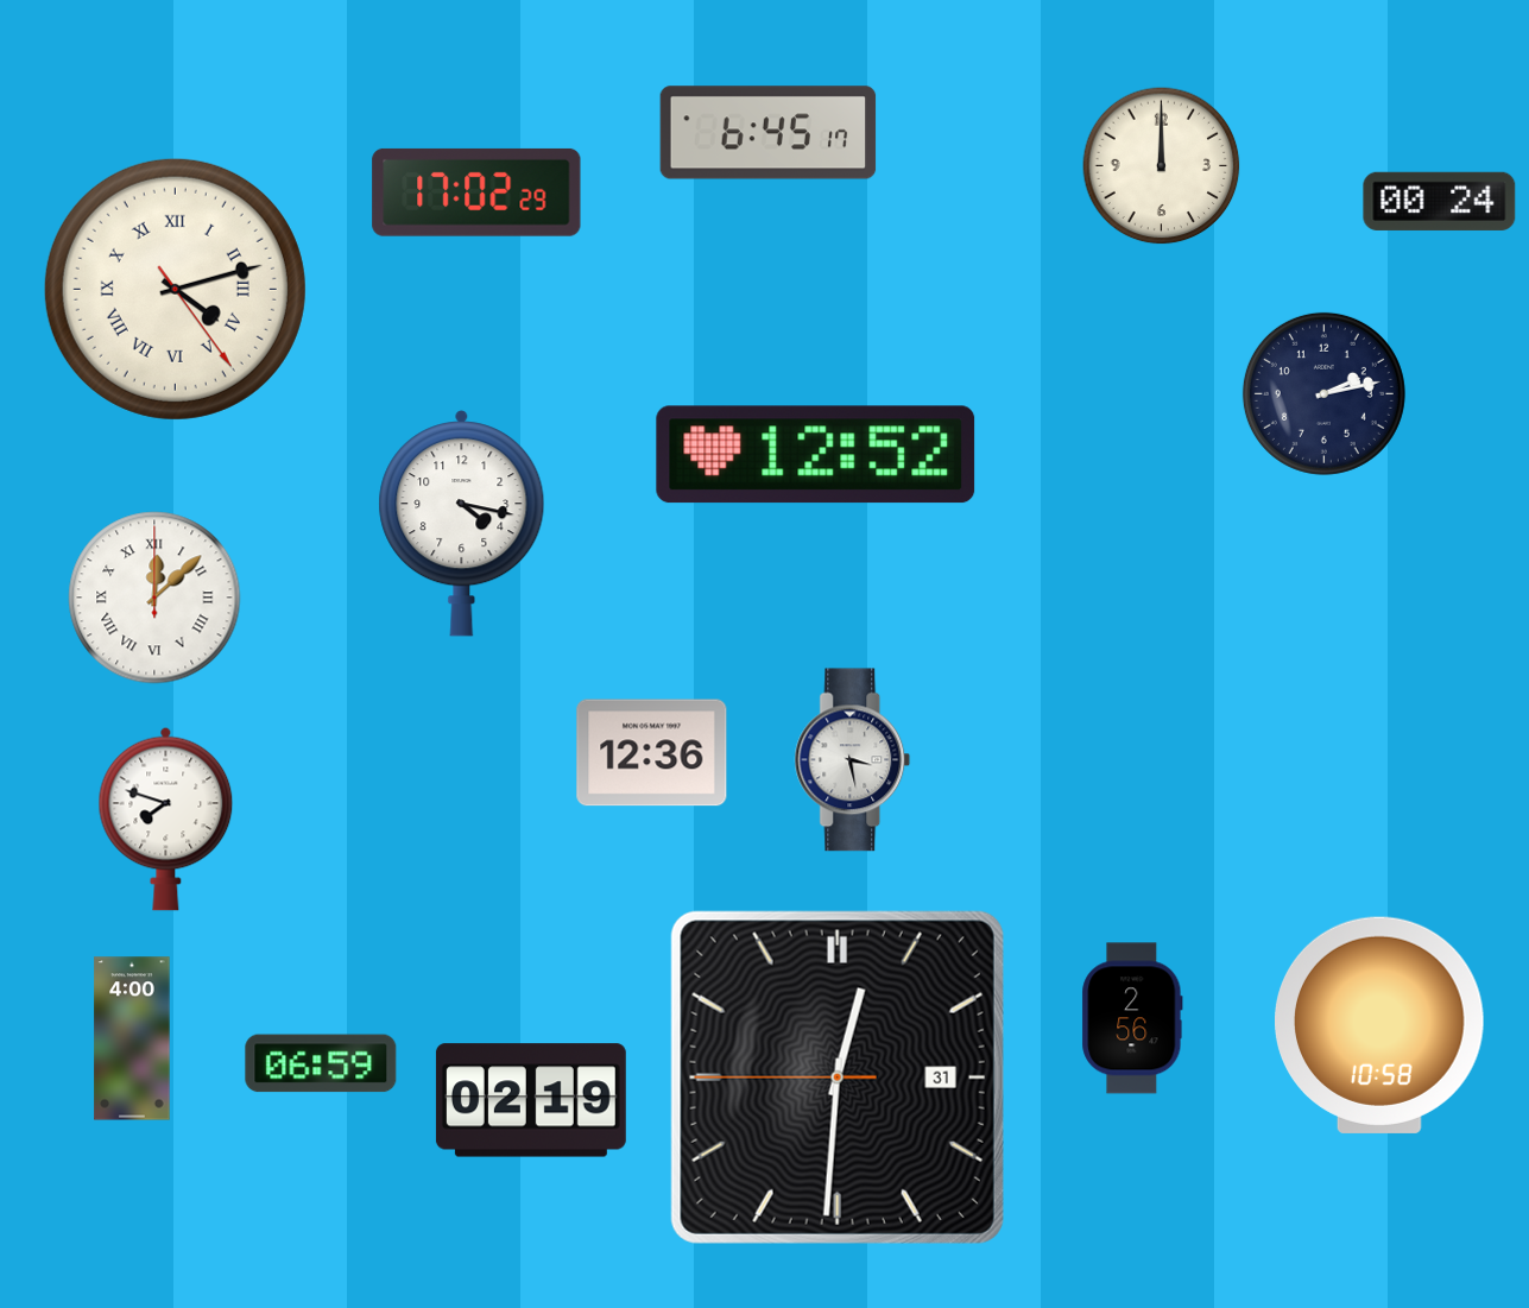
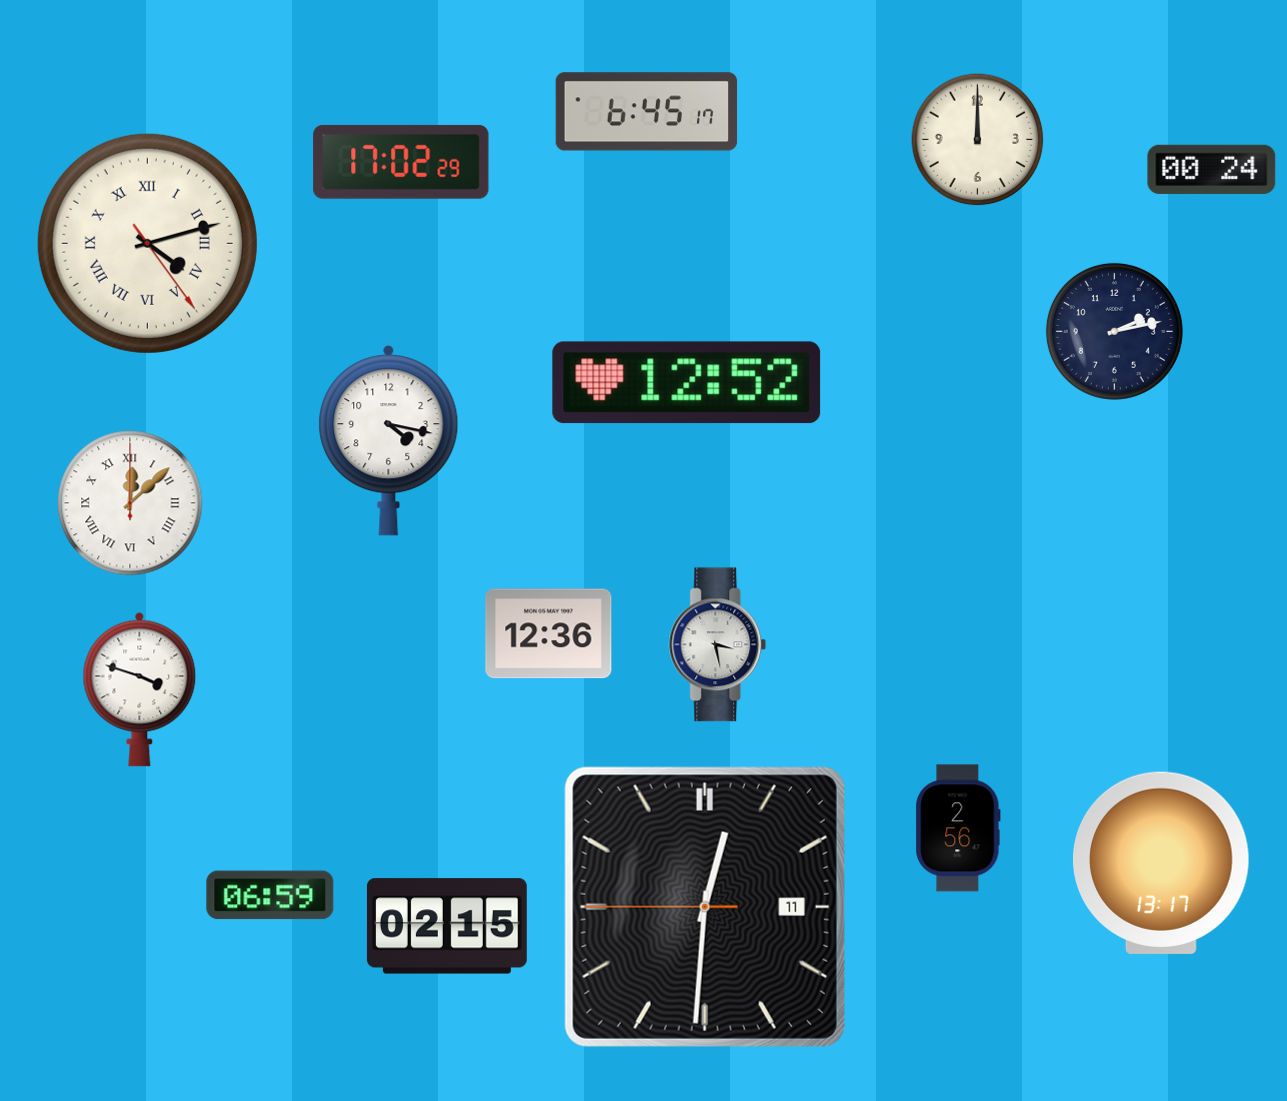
clock at (853, 760) position: (853, 760) -> (718, 645)
clock at (166, 819): 7:48 -> 3:48
clock at (1132, 1018) position: (1132, 1018) -> (958, 828)
clock at (1379, 1025): 10:58 -> 13:17
clock at (132, 1038): 4:00 -> none
clock at (838, 1078) date: 31 -> 11
clock at (531, 1100): 02:19 -> 02:15
